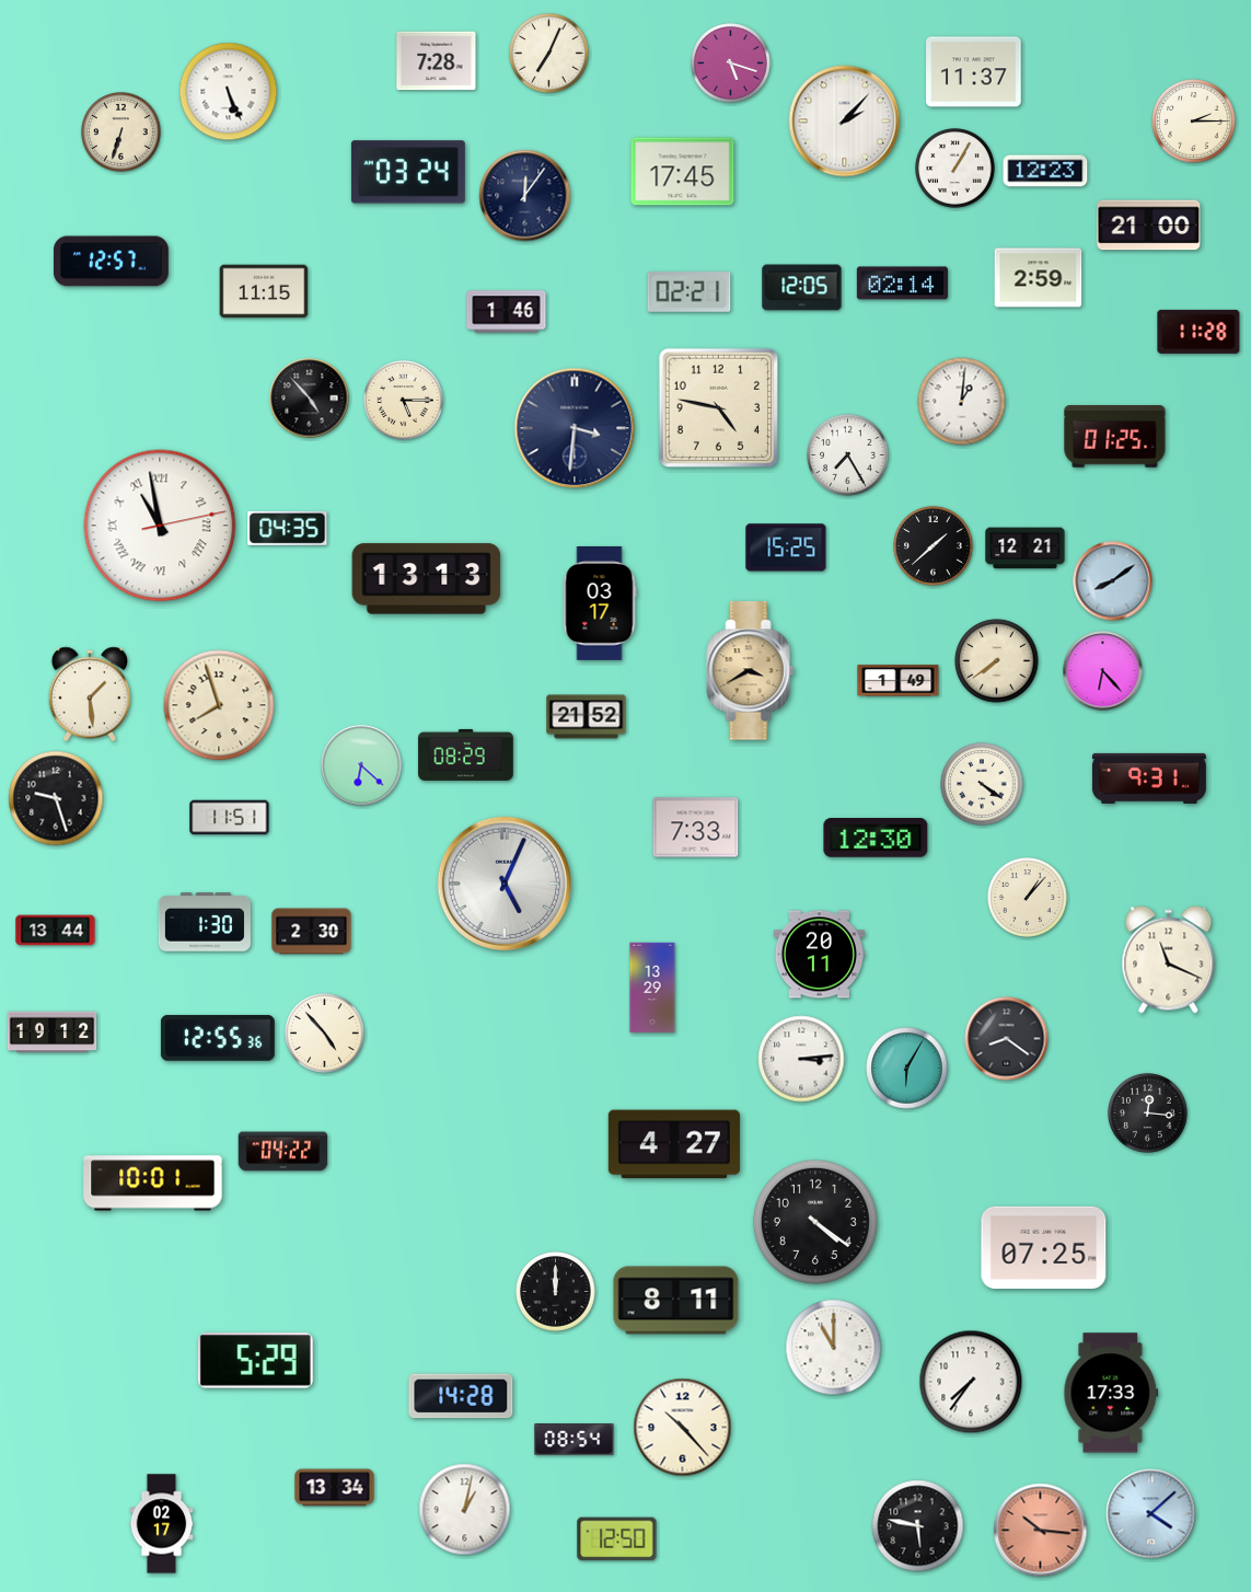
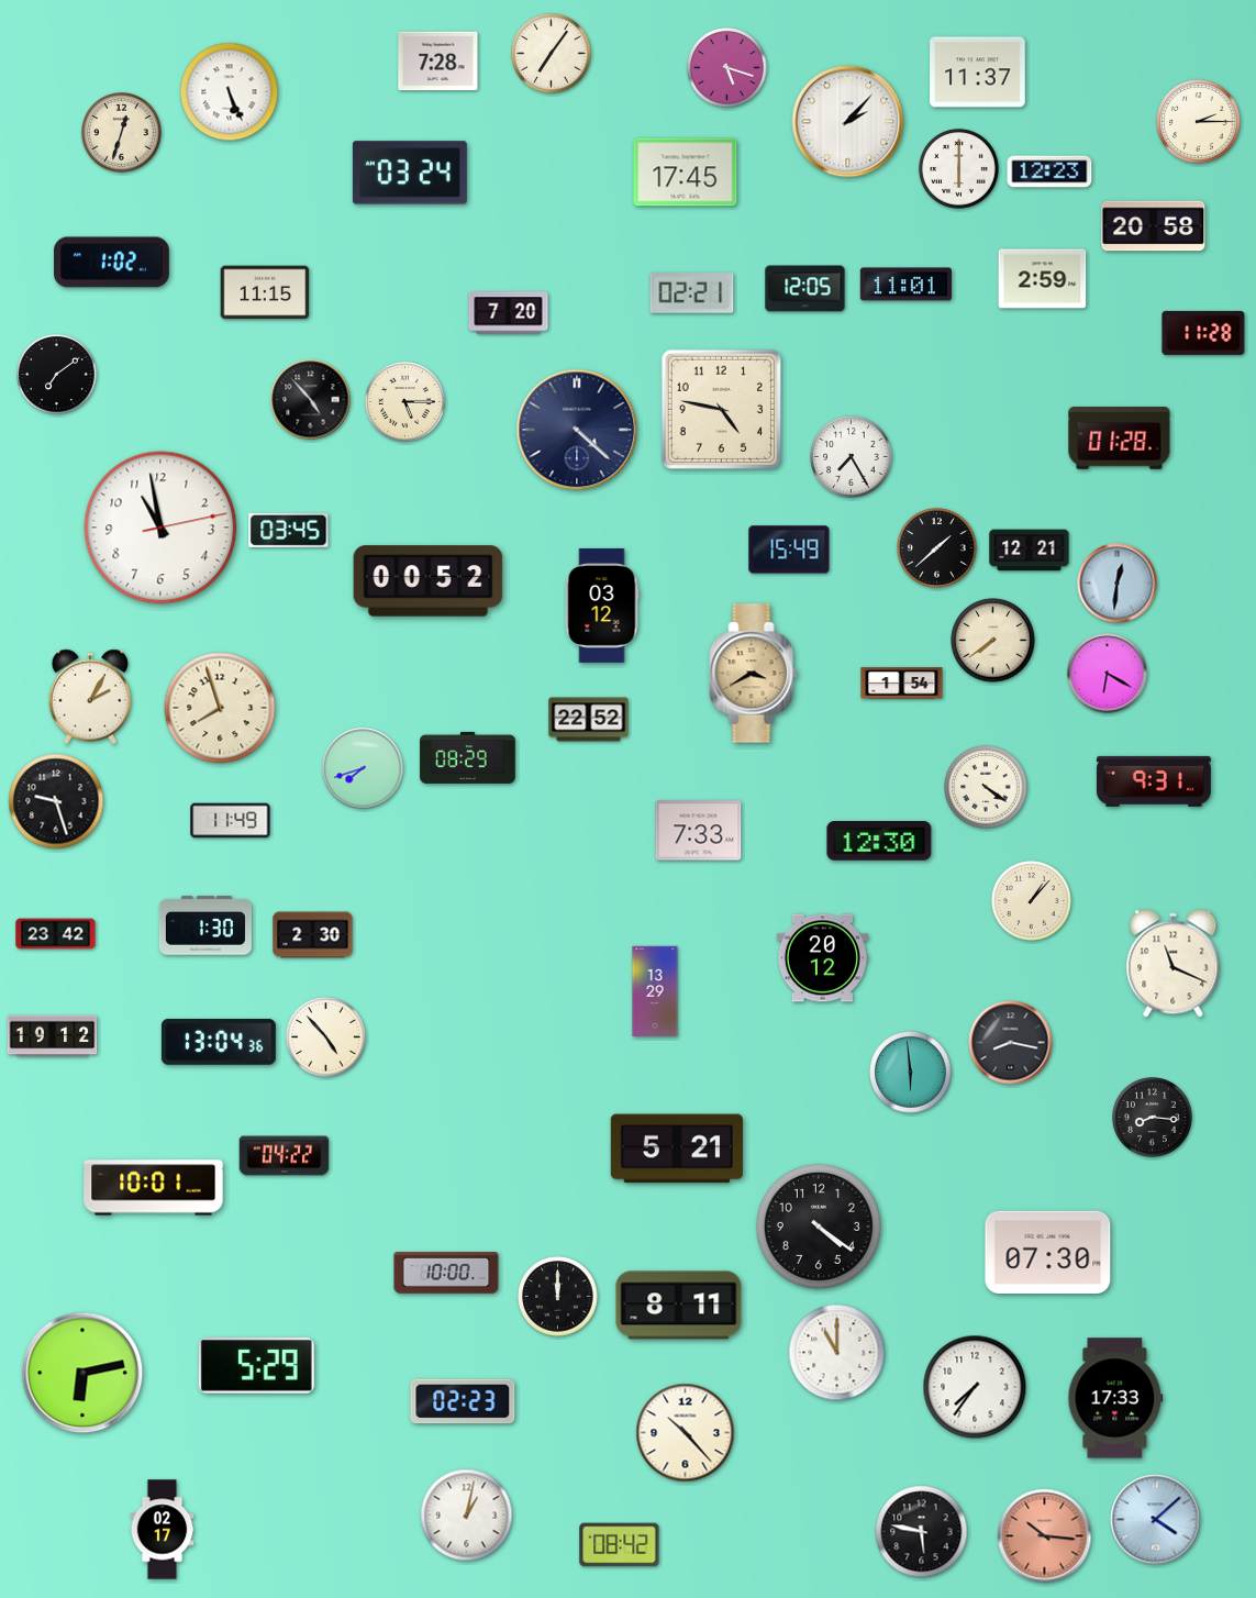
clock at (549, 54): 7:04 -> 7:06
clock at (731, 64) position: (731, 64) -> (727, 68)
clock at (121, 132): 6:33 -> 12:33
clock at (955, 169): 1:05 -> 6:00
clock at (525, 196): 12:06 -> none
clock at (1149, 226): 21:00 -> 20:58
clock at (112, 262): 12:57 -> 1:02
clock at (902, 284): 02:14 -> 11:01
clock at (507, 312): 1:46 -> 7:20
clock at (57, 375): none -> 7:09
clock at (962, 402): 1:01 -> none
clock at (575, 428): 3:31 -> 4:22
clock at (1115, 437): 01:25 -> 01:28
clock at (160, 526) numerals: Roman -> Arabic
clock at (288, 528): 04:35 -> 03:45
clock at (786, 547): 15:25 -> 15:49
clock at (427, 579): 13:13 -> 00:52
clock at (1113, 581): 8:09 -> 12:31
clock at (600, 603): 03:17 -> 03:12
clock at (997, 661) position: (997, 661) -> (993, 641)
clock at (1103, 671): 6:23 -> 6:20
clock at (899, 681): 1:49 -> 1:54
clock at (90, 694): 1:29 -> 2:05
clock at (587, 717): 21:52 -> 22:52
clock at (361, 765): 6:22 -> 7:42
clock at (230, 818): 11:51 -> 11:49
clock at (505, 884): 5:04 -> none
clock at (56, 931): 13:44 -> 23:42
clock at (819, 955): 20:11 -> 20:12
clock at (218, 1038): 12:55 -> 13:04
clock at (1007, 1039): 8:21 -> 8:17
clock at (801, 1059): 3:14 -> none
clock at (907, 1069): 6:05 -> 5:59
clock at (1148, 1114): 12:16 -> 8:16
clock at (674, 1144): 4:27 -> 5:21
clock at (1044, 1247): 07:25 -> 07:30
clock at (446, 1273): none -> 10:00
clock at (82, 1373): none -> 6:13
clock at (461, 1396): 14:28 -> 02:23
clock at (575, 1440): 08:54 -> none
clock at (335, 1488): 13:34 -> none
clock at (617, 1539): 12:50 -> 08:42
